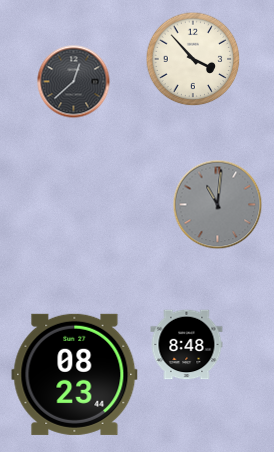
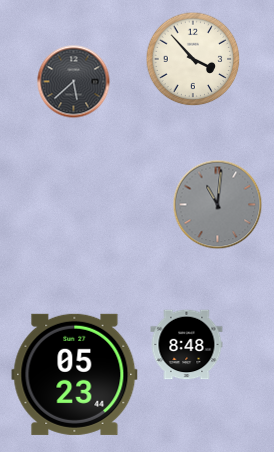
clock at (74, 82): 12:38 -> 5:38
clock at (75, 374): 08:23 -> 05:23
